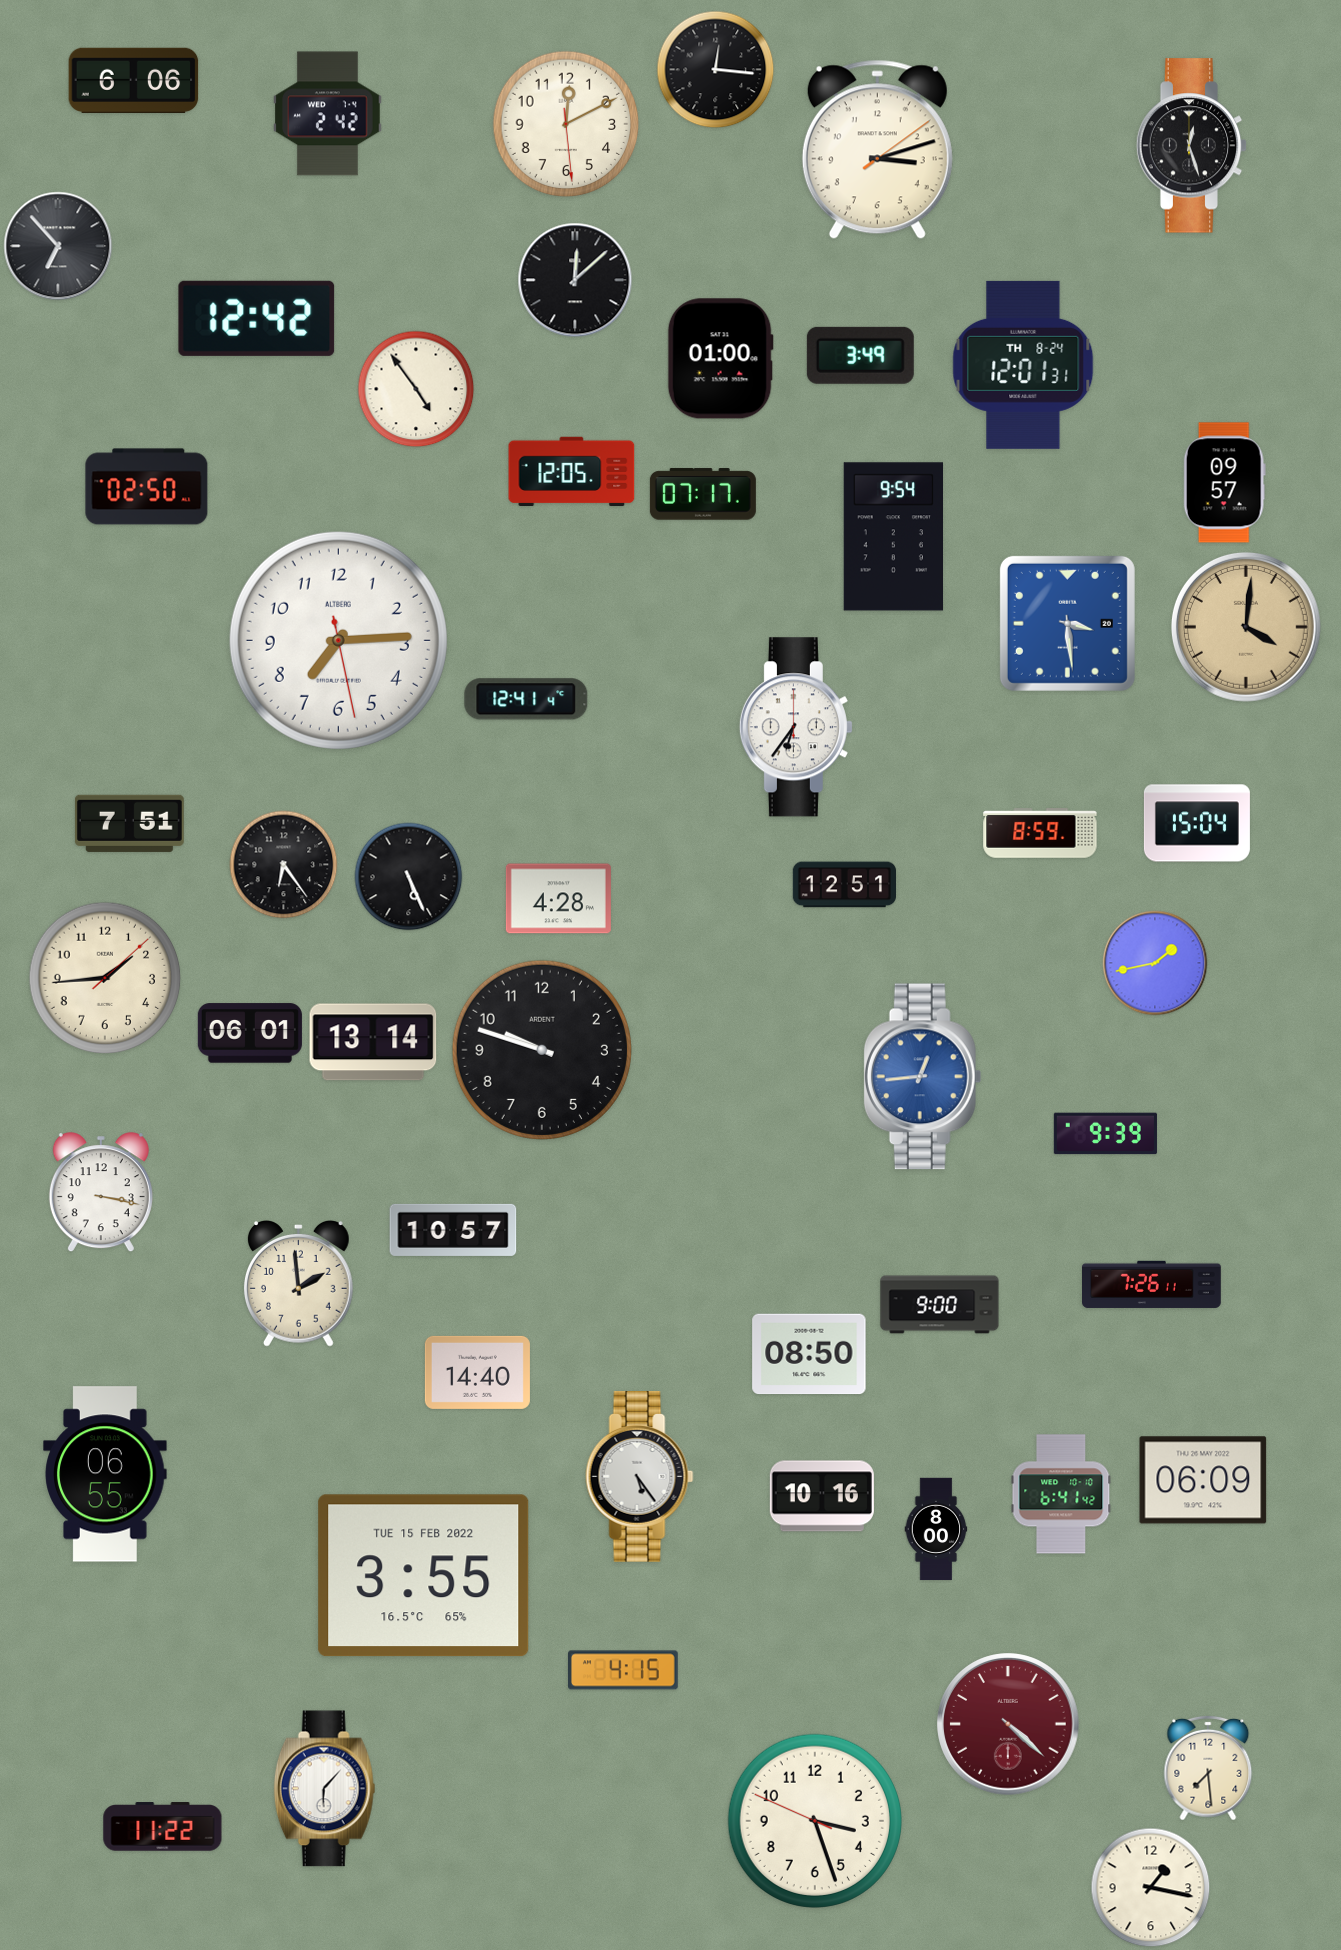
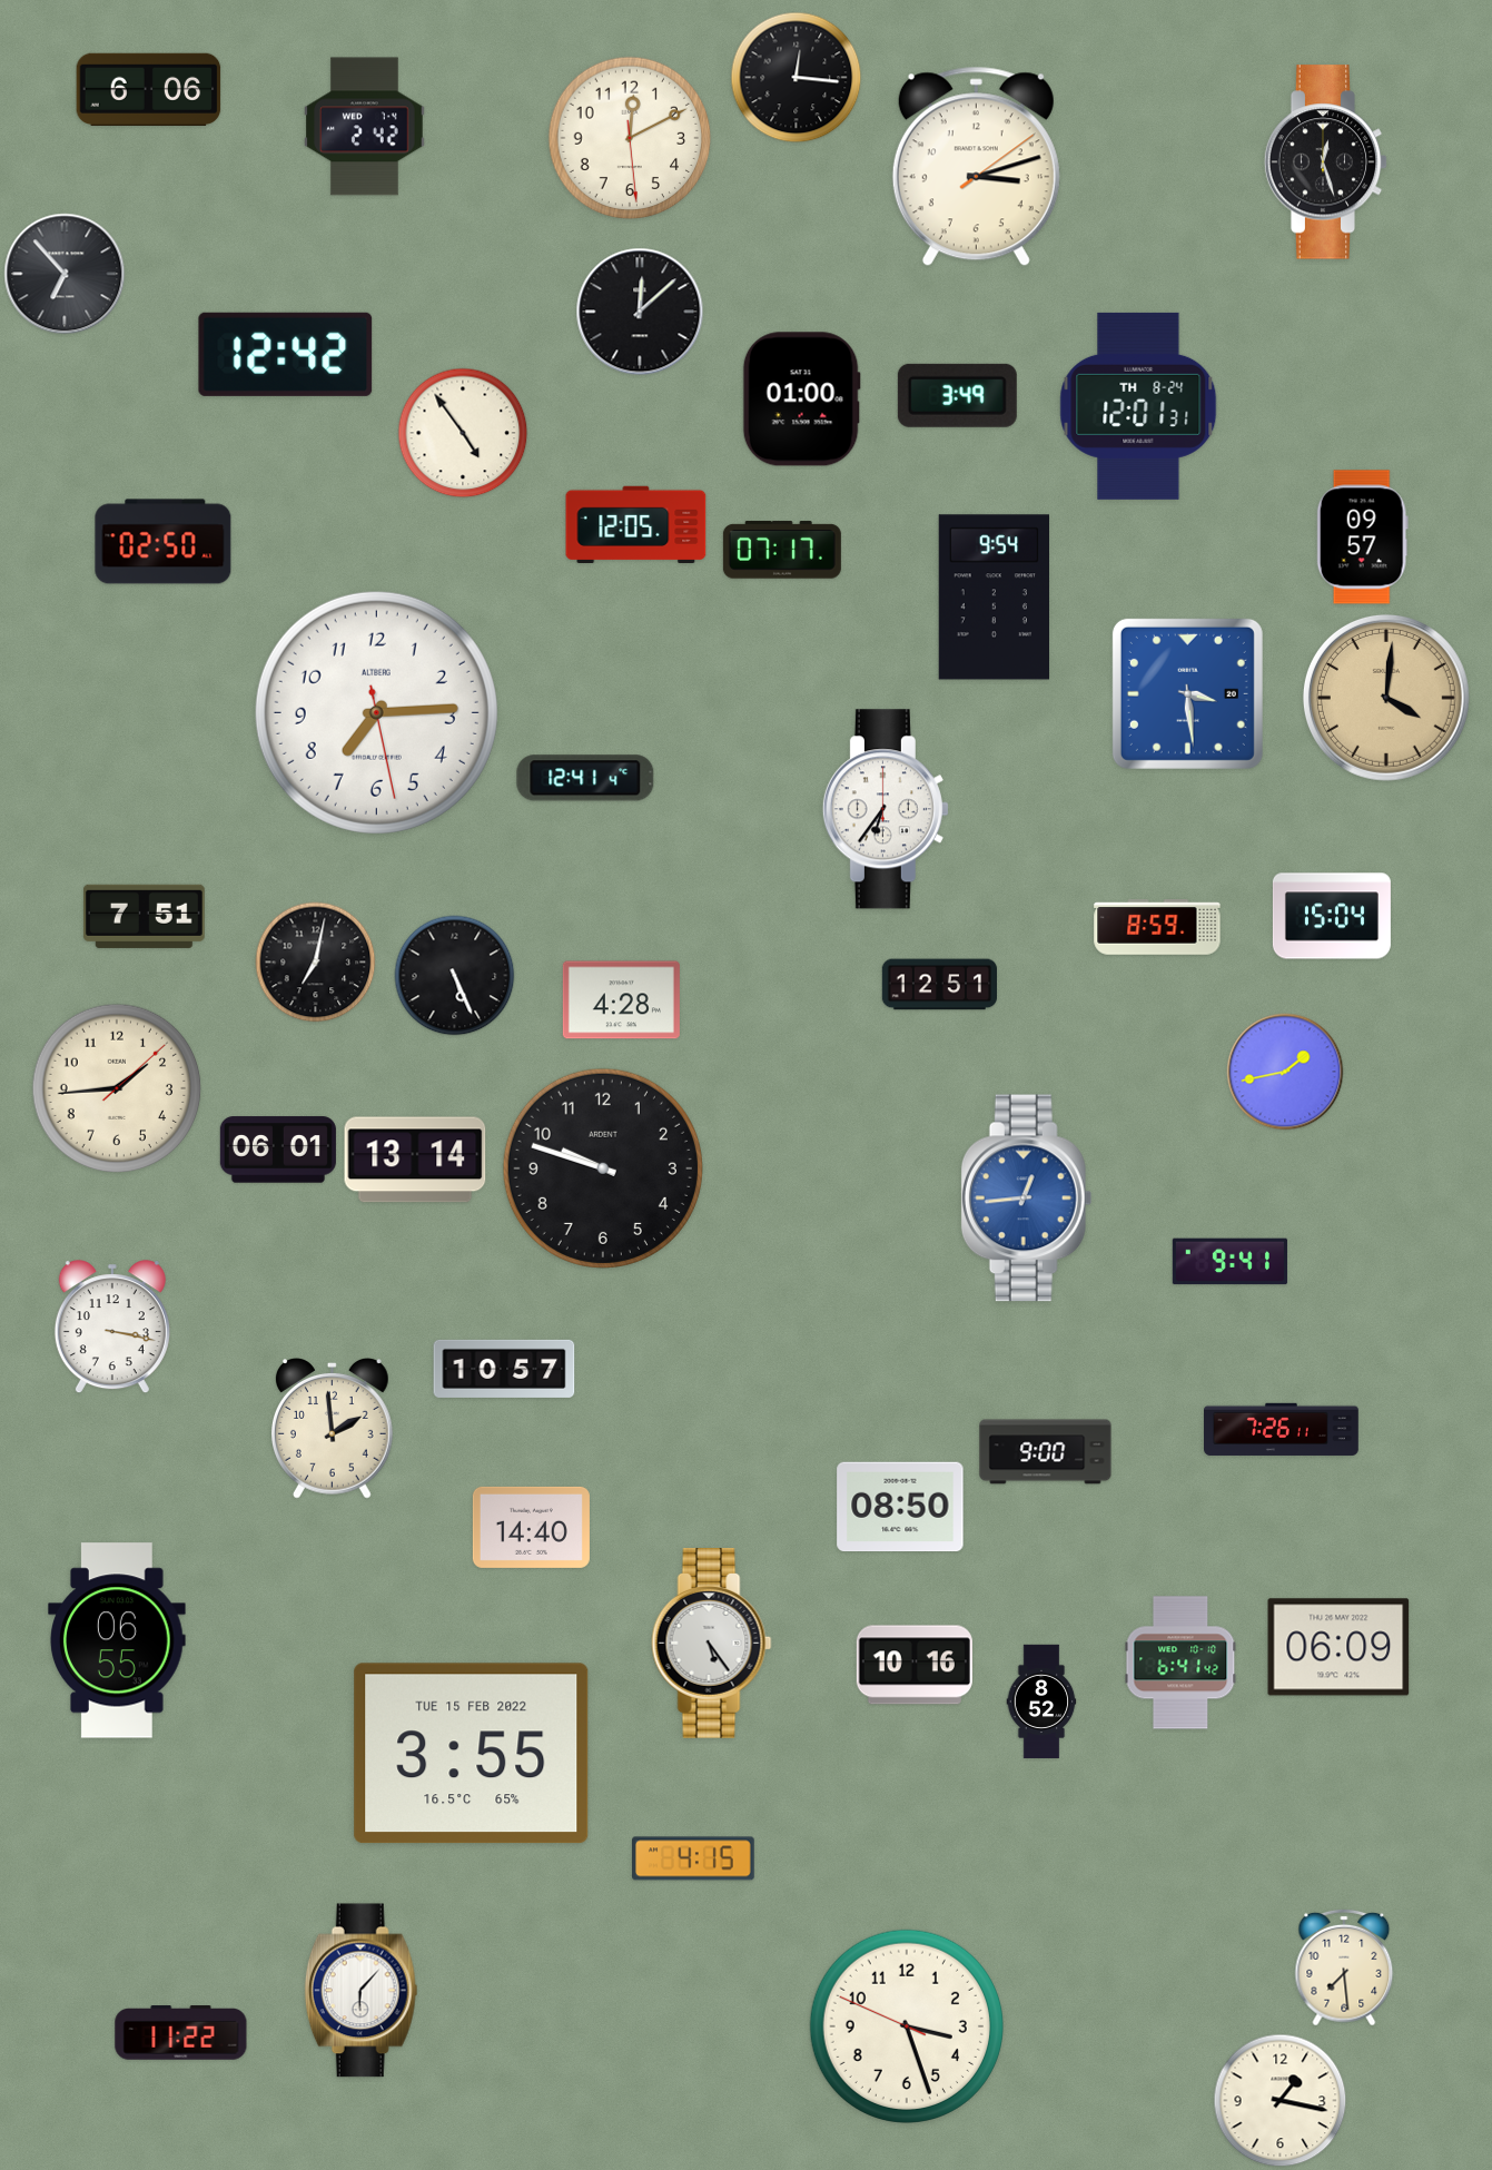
clock at (284, 865): 6:24 -> 7:02
clock at (1105, 1134): 9:39 -> 9:41
clock at (936, 1529): 8:00 -> 8:52
clock at (1008, 1724): 4:22 -> none
